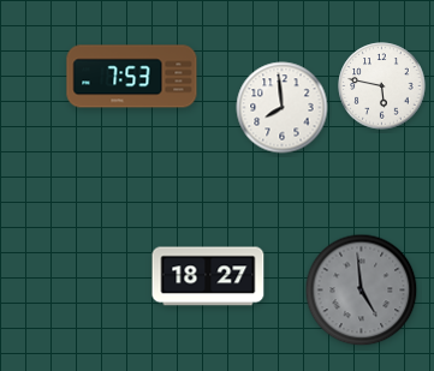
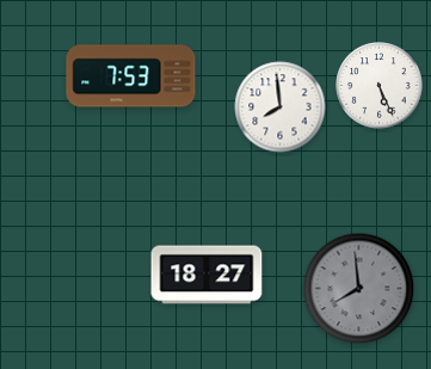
clock at (382, 86): 5:47 -> 5:26
clock at (362, 291): 4:59 -> 7:59
